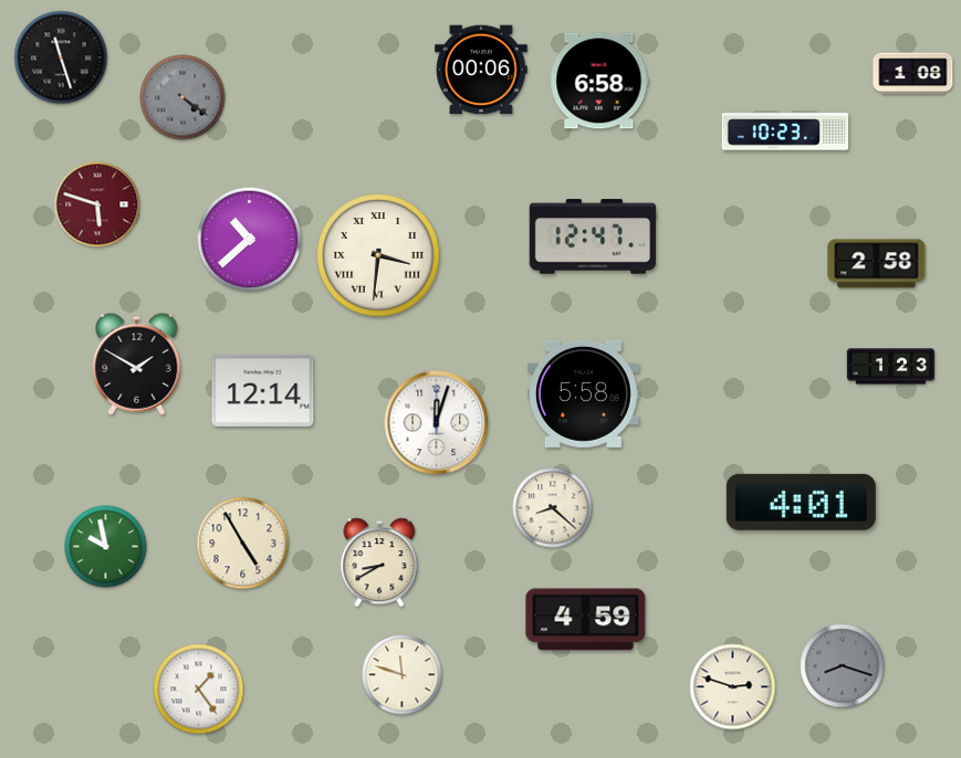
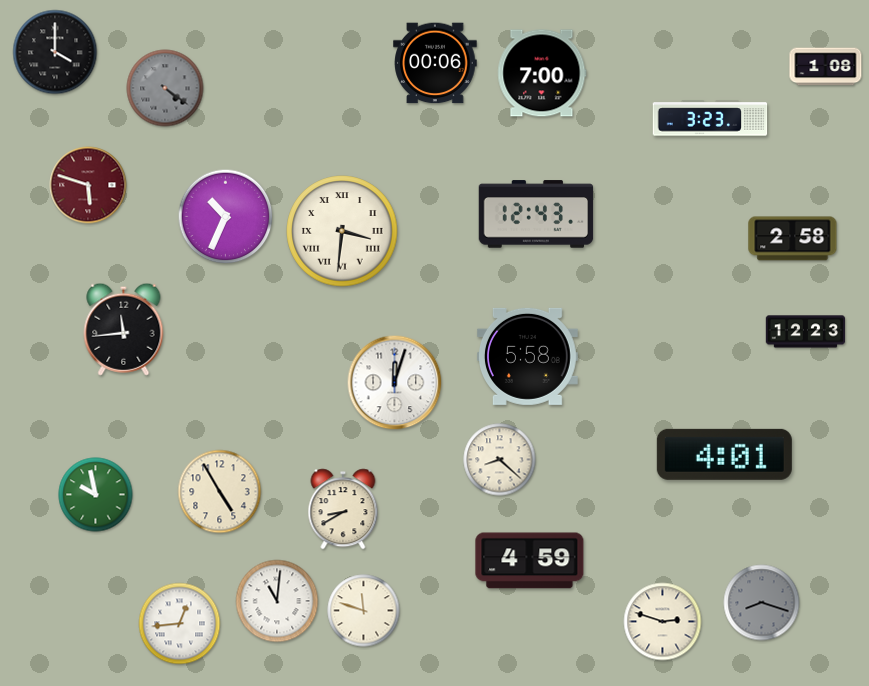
clock at (61, 57): 11:27 -> 4:00
clock at (599, 81): 6:58 -> 7:00
clock at (785, 130): 10:23 -> 3:23
clock at (593, 236): 12:47 -> 12:43
clock at (250, 240): 10:38 -> 10:34
clock at (137, 364): 1:50 -> 11:44
clock at (891, 367): 1:23 -> 12:23
clock at (263, 390): 12:14 -> none
clock at (277, 601): none -> 11:01
clock at (199, 689): 1:24 -> 12:44
